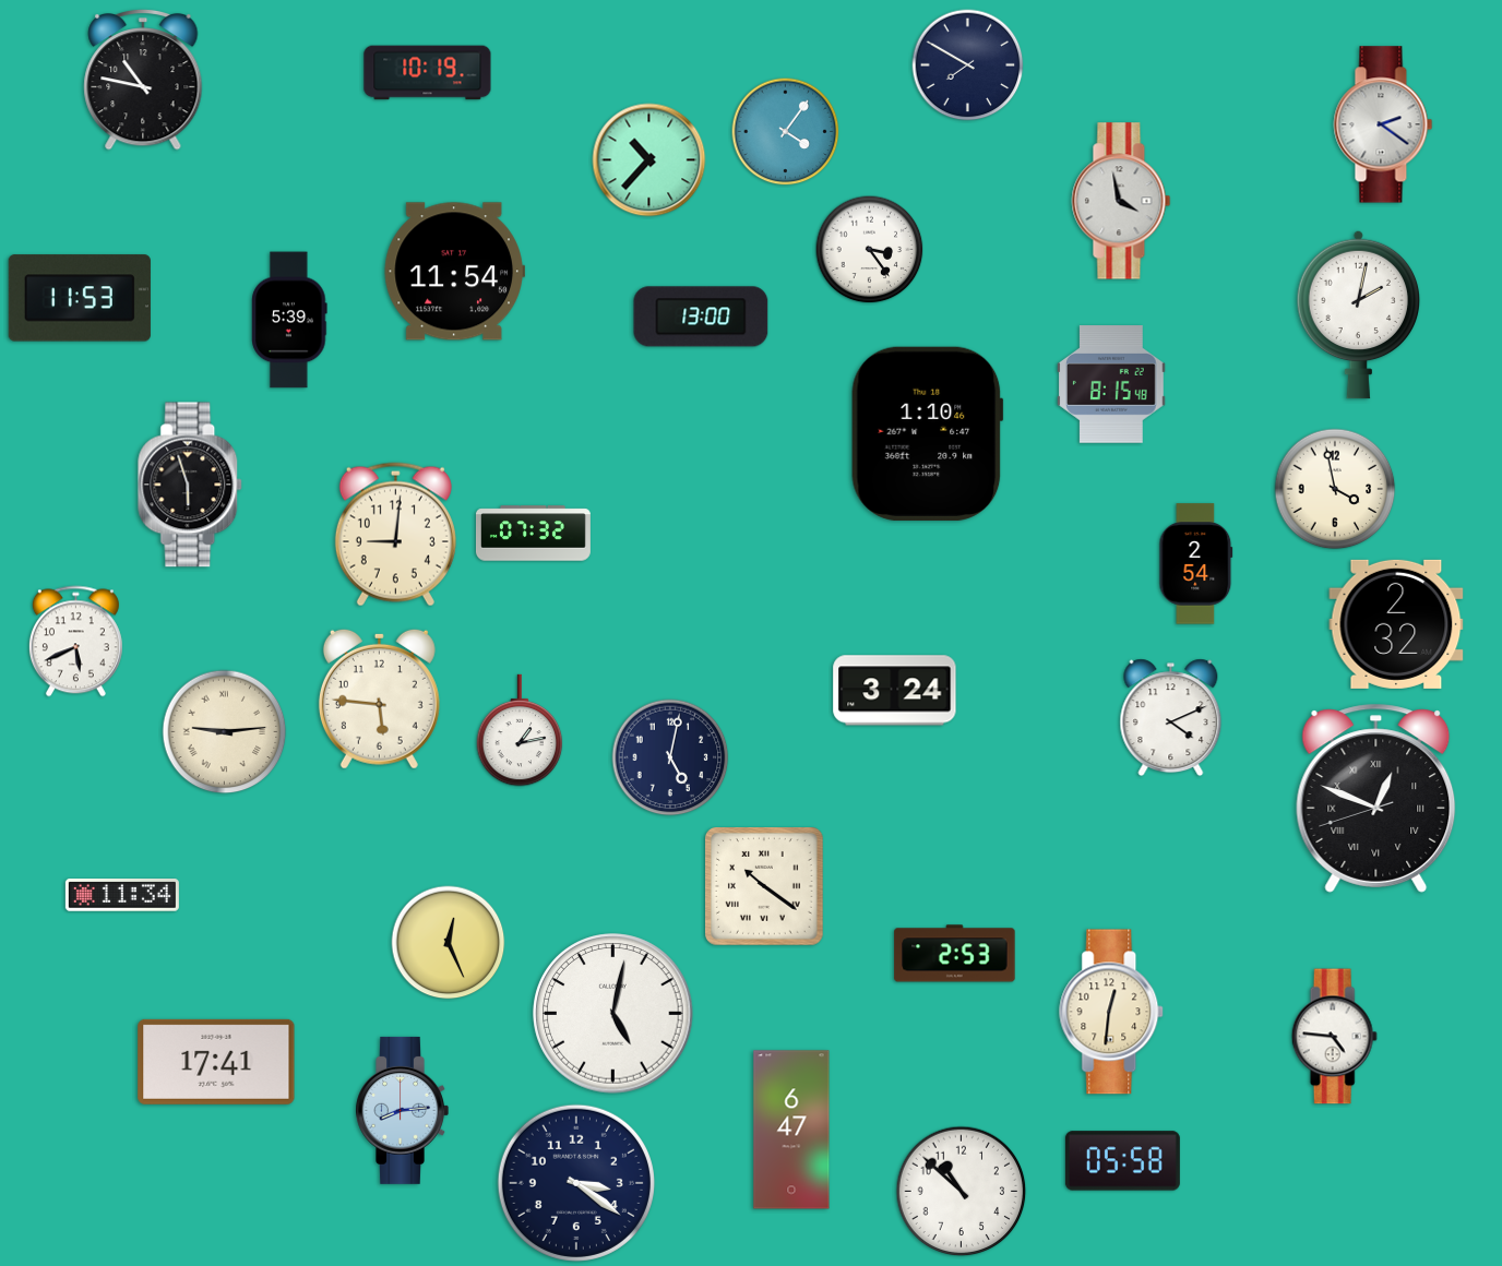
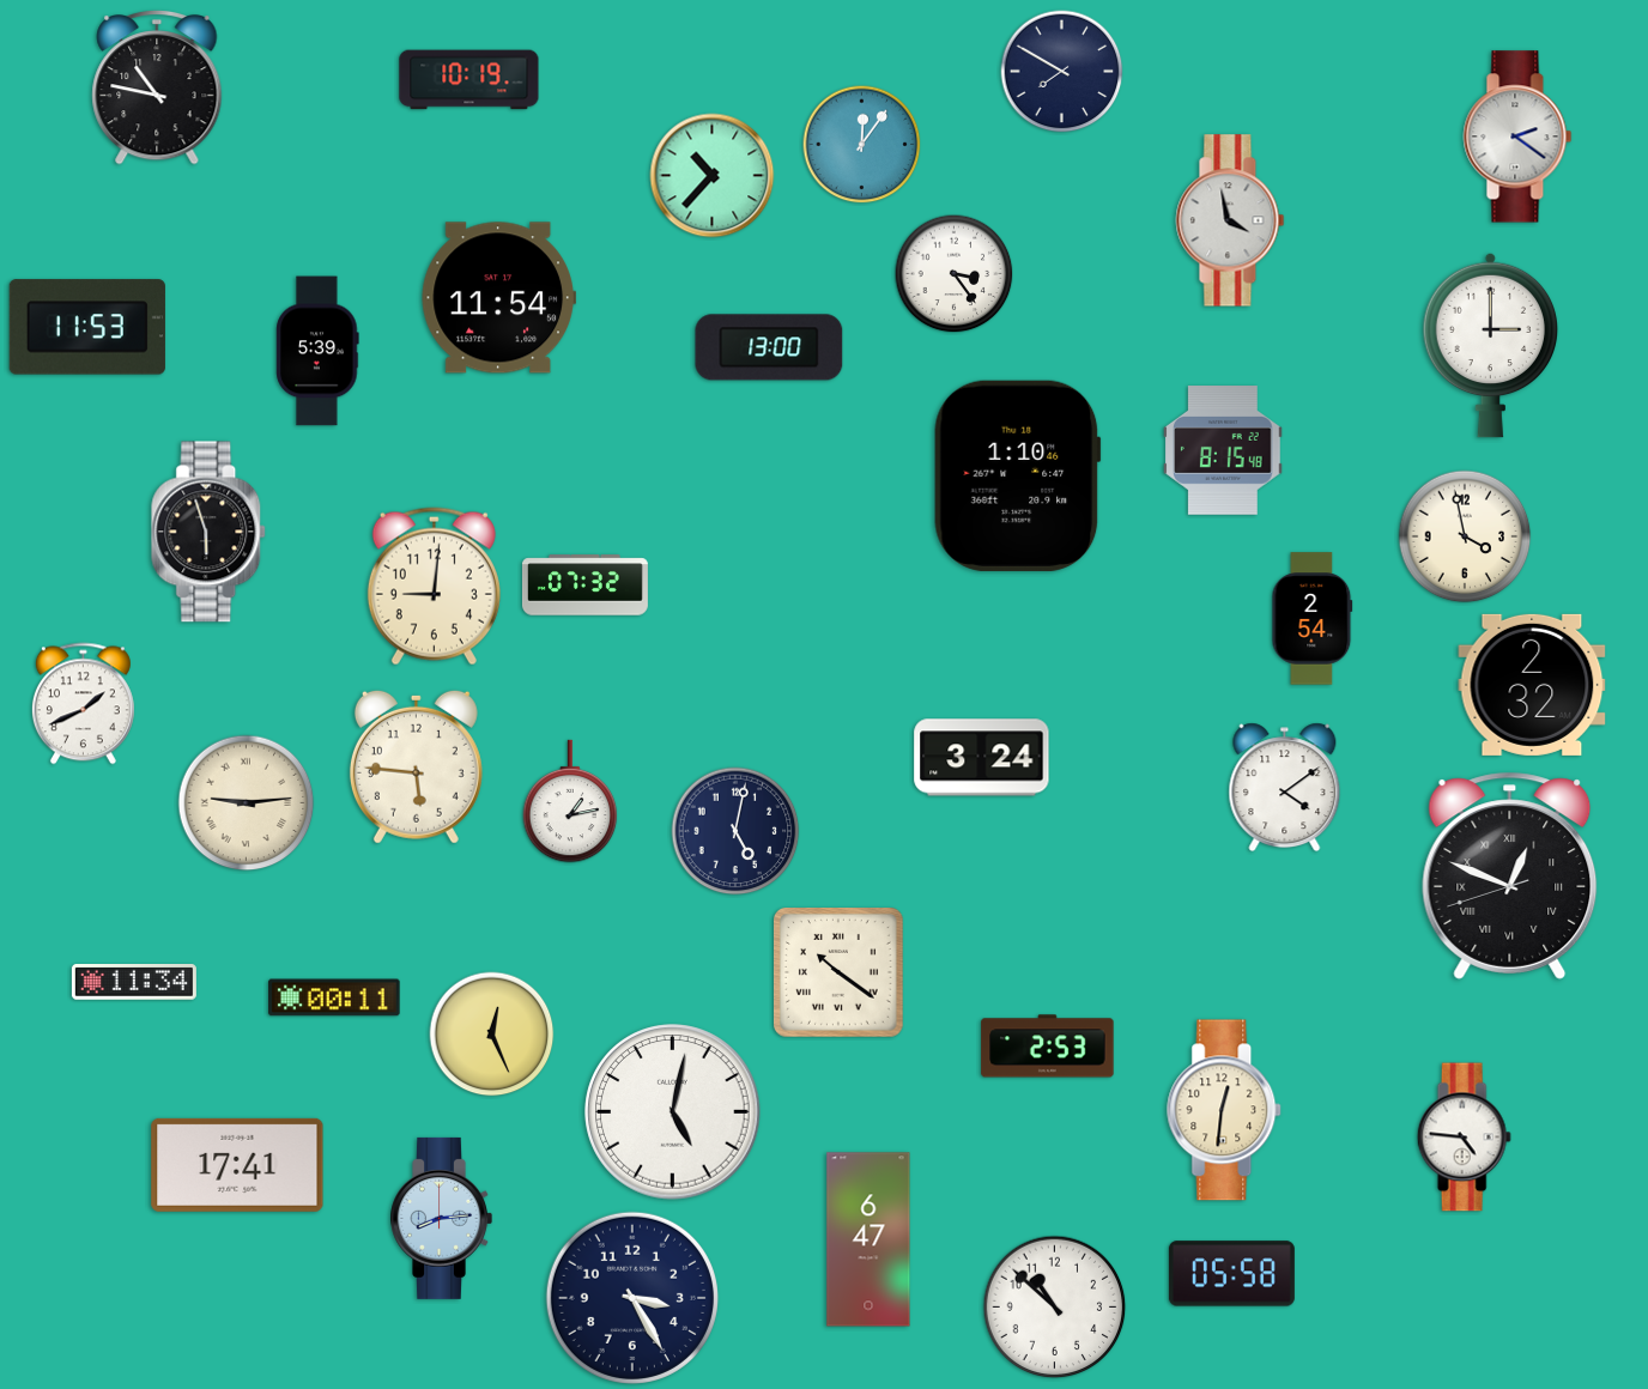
clock at (786, 132): 4:06 -> 12:06
clock at (1359, 314): 2:02 -> 3:00
clock at (1112, 385) position: (1112, 385) -> (1224, 451)
clock at (75, 642): 5:41 -> 1:41
clock at (1171, 718): 4:11 -> 4:09
clock at (334, 997): none -> 00:11
clock at (1112, 1012) position: (1112, 1012) -> (1225, 1110)
clock at (576, 1183): 3:21 -> 3:25
